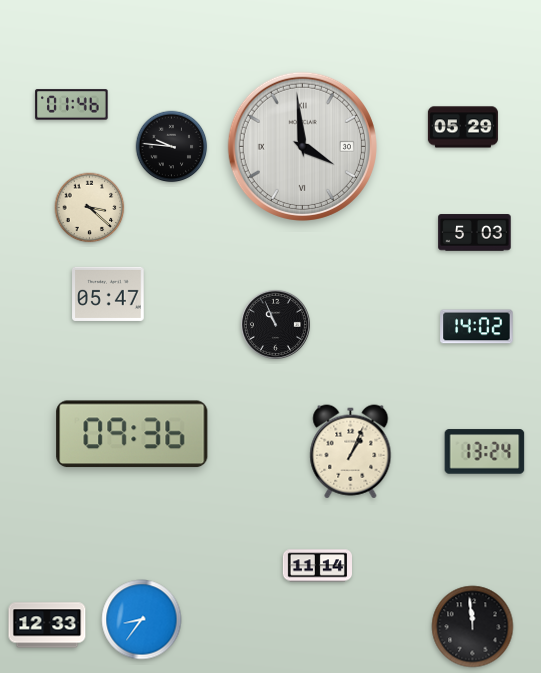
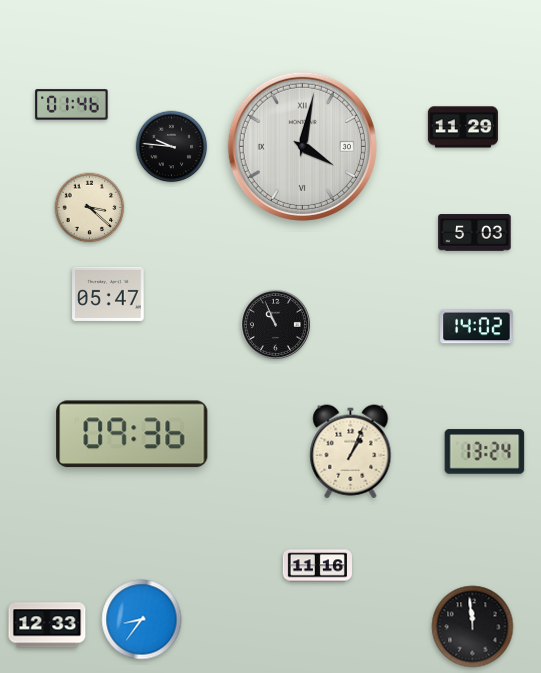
clock at (463, 127): 05:29 -> 11:29
clock at (302, 146): 3:59 -> 4:02
clock at (317, 566): 11:14 -> 11:16
